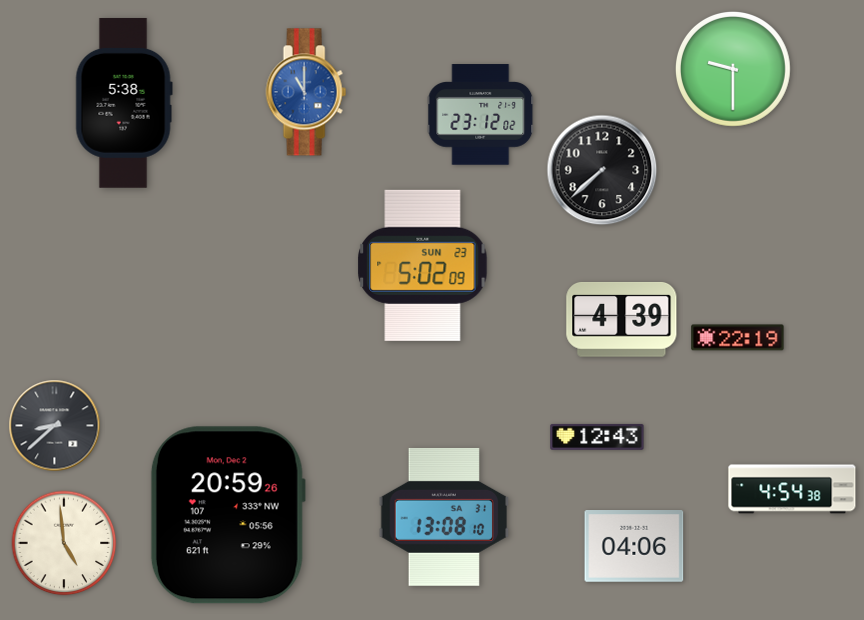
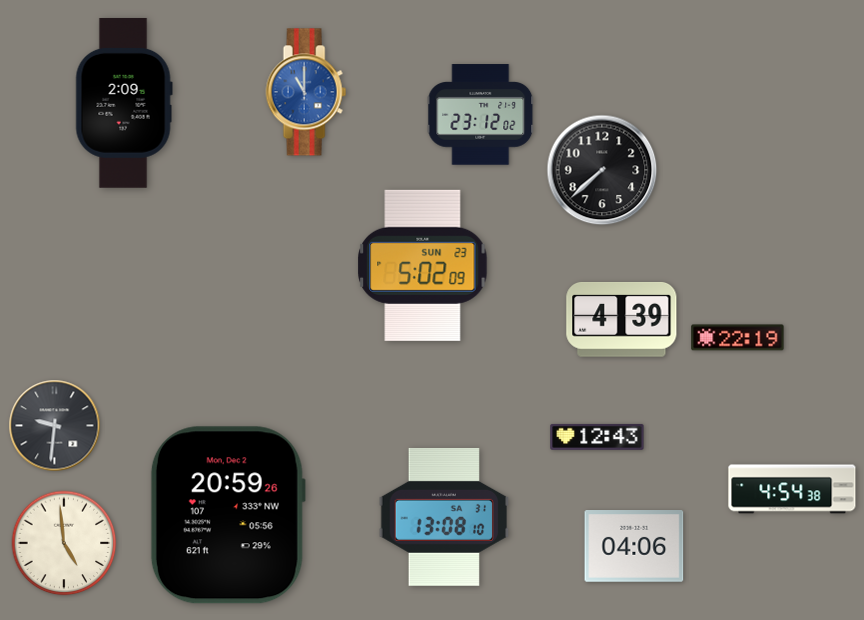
clock at (733, 69): 9:30 -> none
clock at (124, 103): 5:38 -> 2:09
clock at (55, 426): 8:38 -> 9:31
